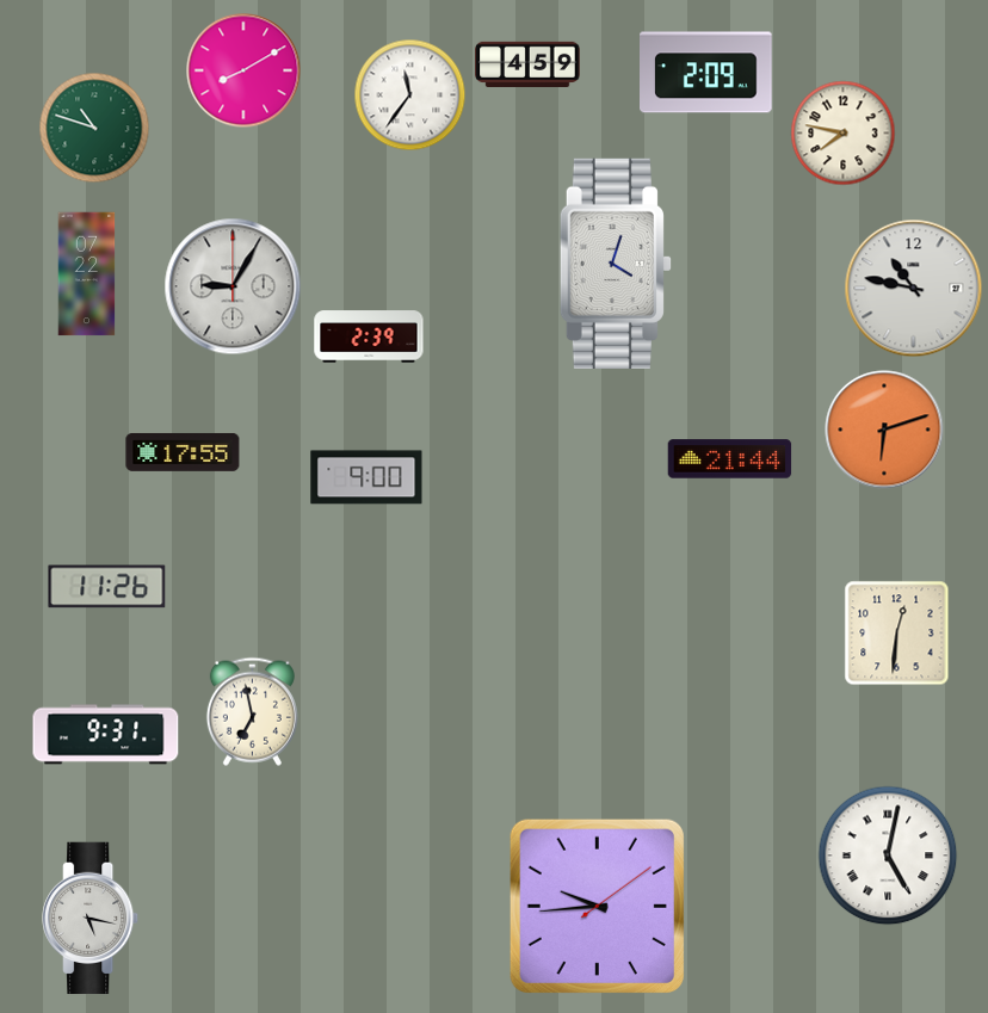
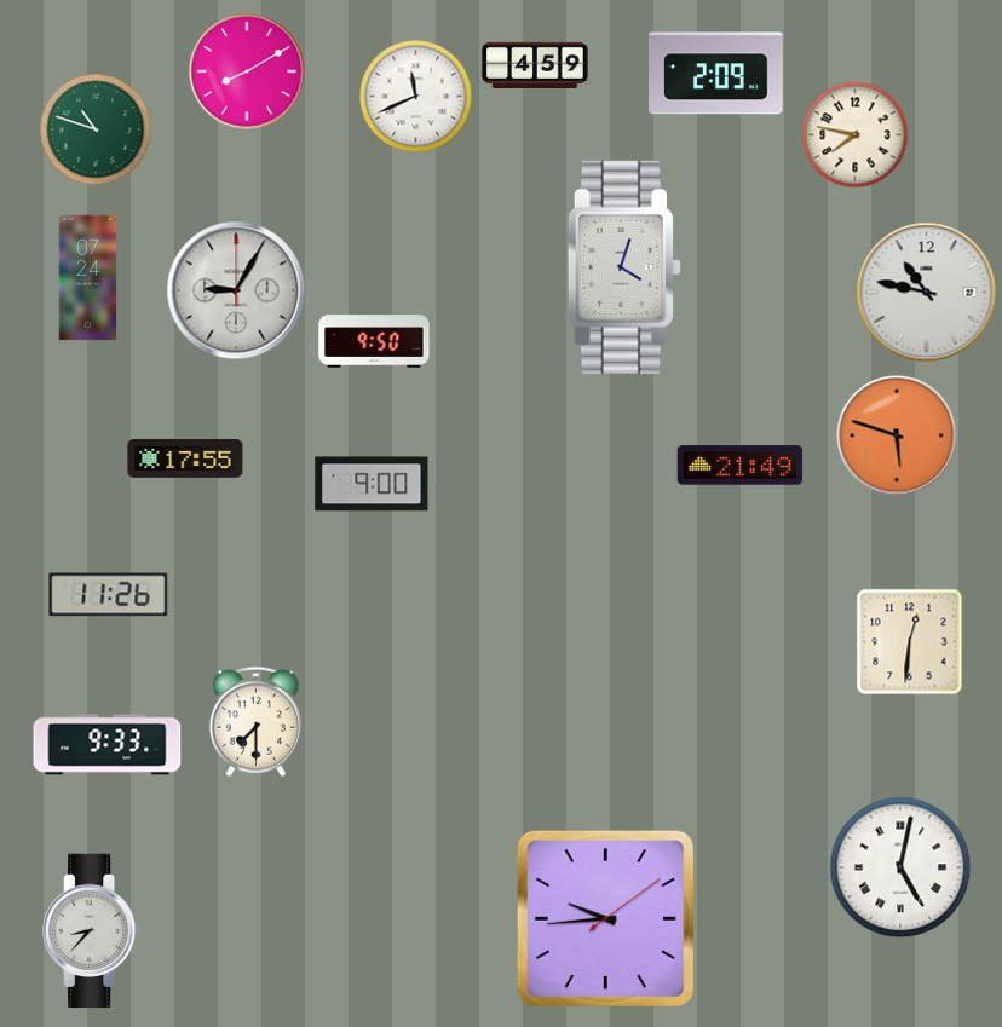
clock at (410, 95): 11:36 -> 11:41
clock at (87, 274): 07:22 -> 07:24
clock at (369, 336): 2:39 -> 9:50
clock at (884, 430): 6:12 -> 5:48
clock at (730, 459): 21:44 -> 21:49
clock at (252, 711): 6:58 -> 7:30
clock at (106, 735): 9:31 -> 9:33
clock at (91, 919): 5:17 -> 8:37
